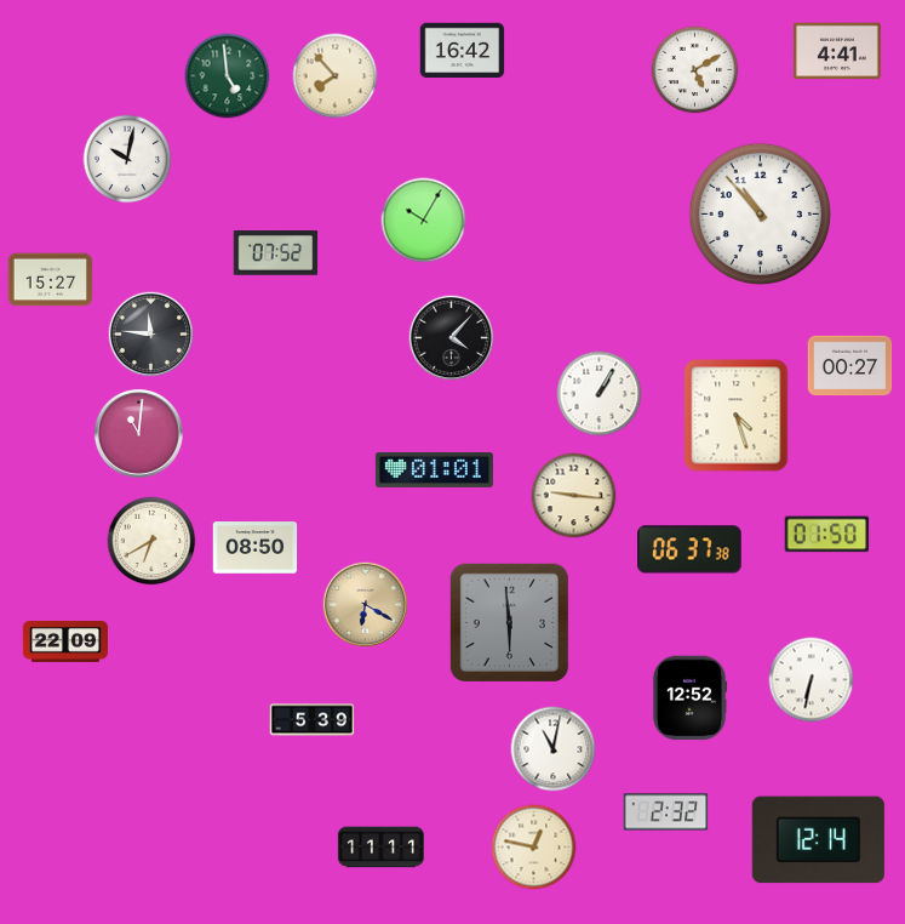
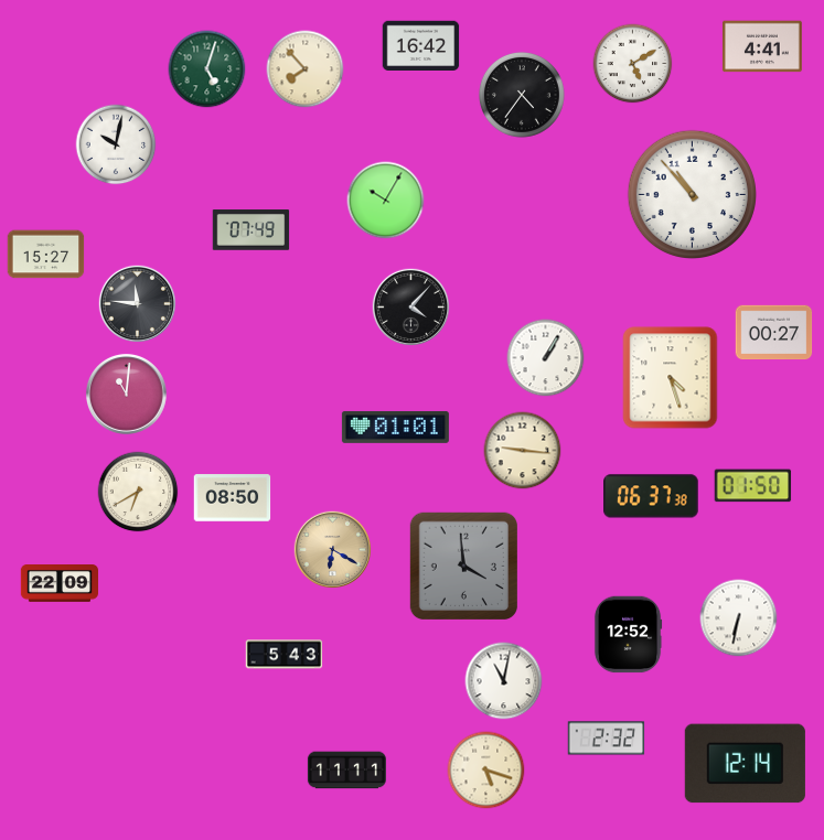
clock at (228, 76): 4:59 -> 5:03
clock at (522, 95): none -> 4:36
clock at (276, 253): 07:52 -> 07:49
clock at (691, 549) position: (691, 549) -> (652, 496)
clock at (509, 622): 5:59 -> 3:59
clock at (313, 720): 5:39 -> 5:43
clock at (534, 848): 12:47 -> 5:18
